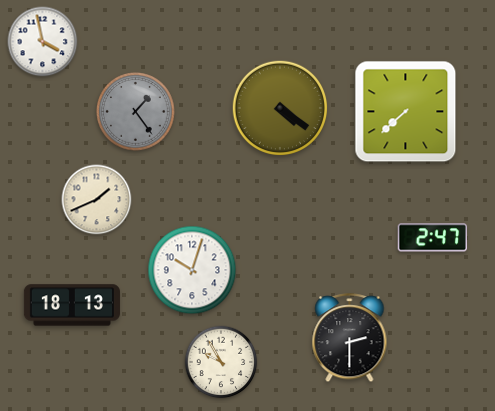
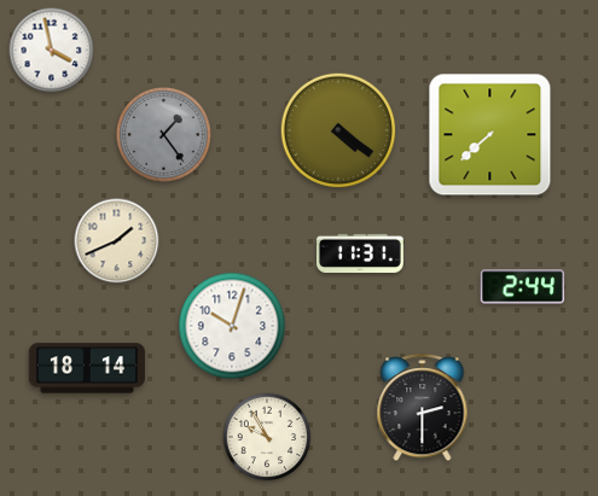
clock at (360, 252): none -> 11:31
clock at (433, 238): 2:47 -> 2:44
clock at (72, 305): 18:13 -> 18:14
